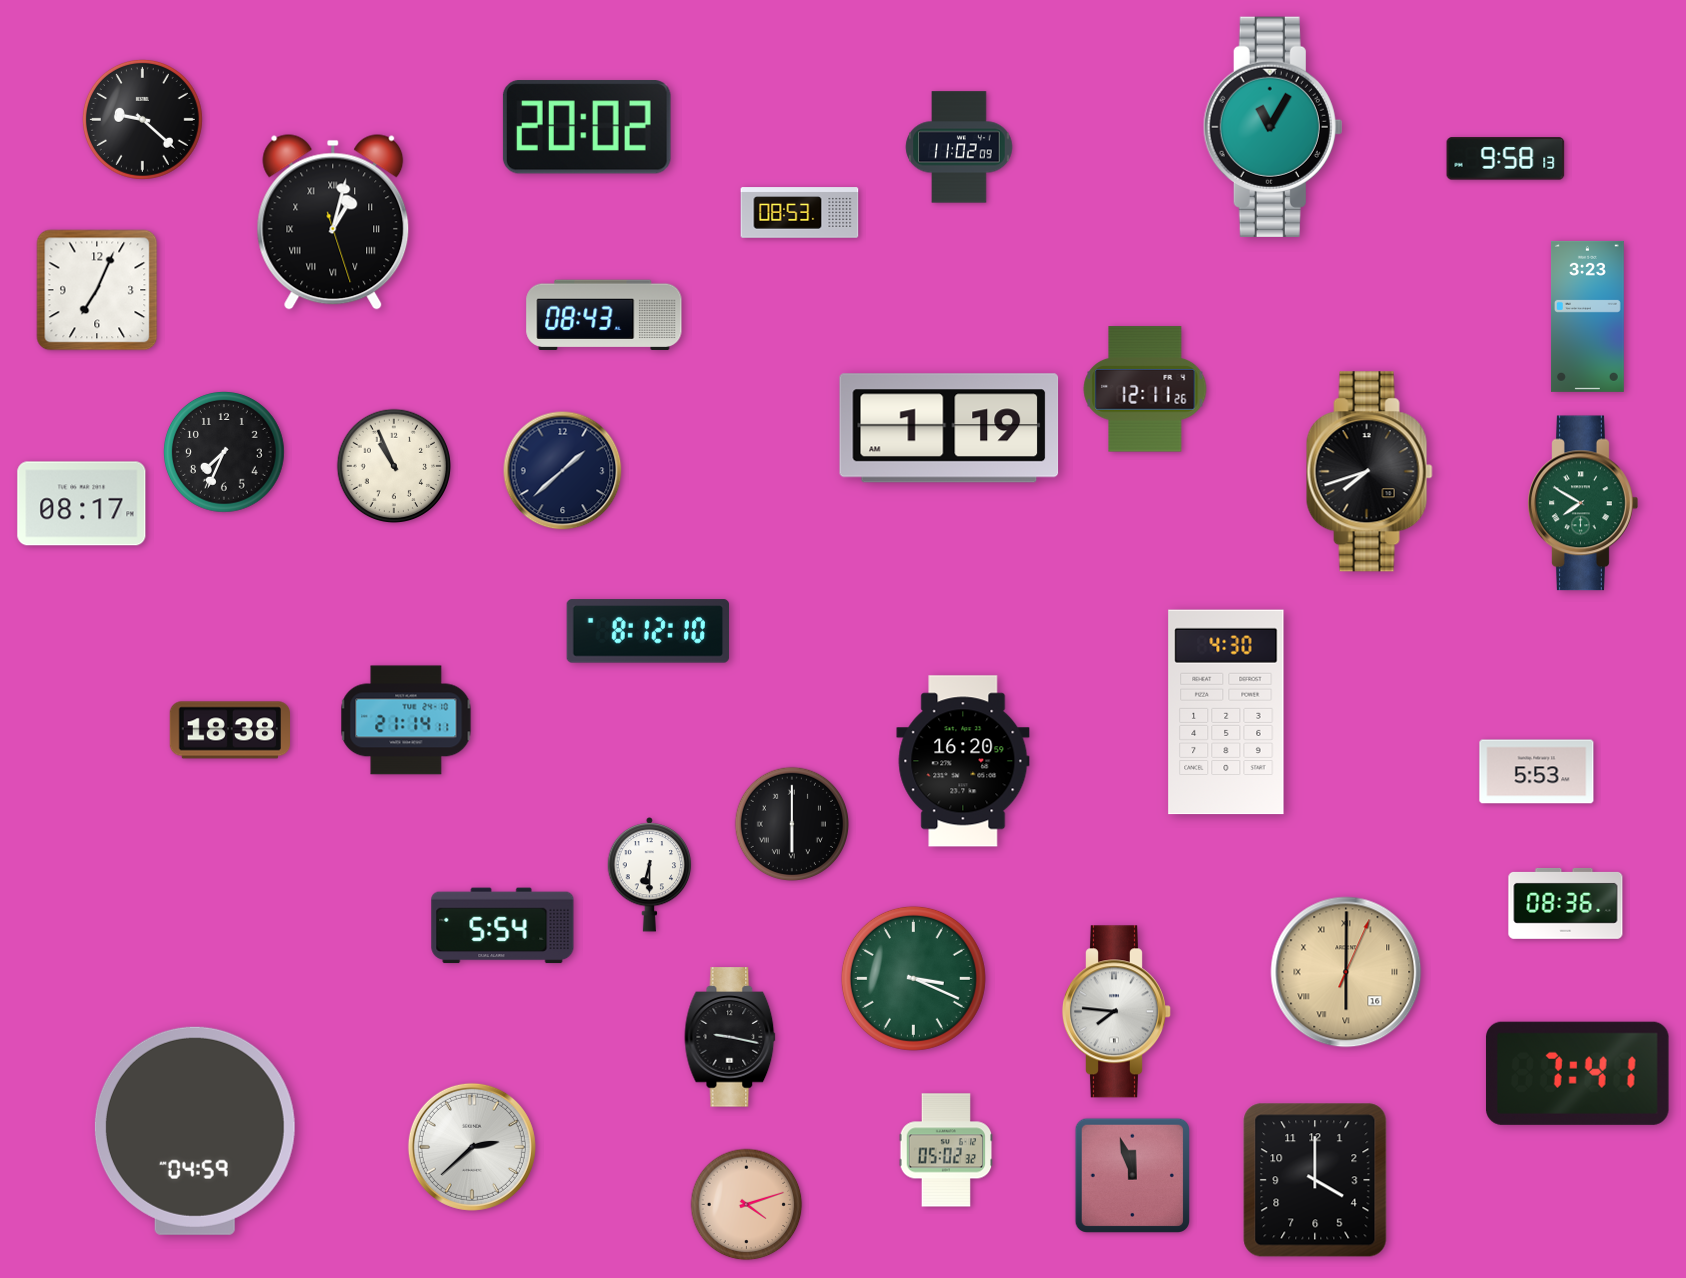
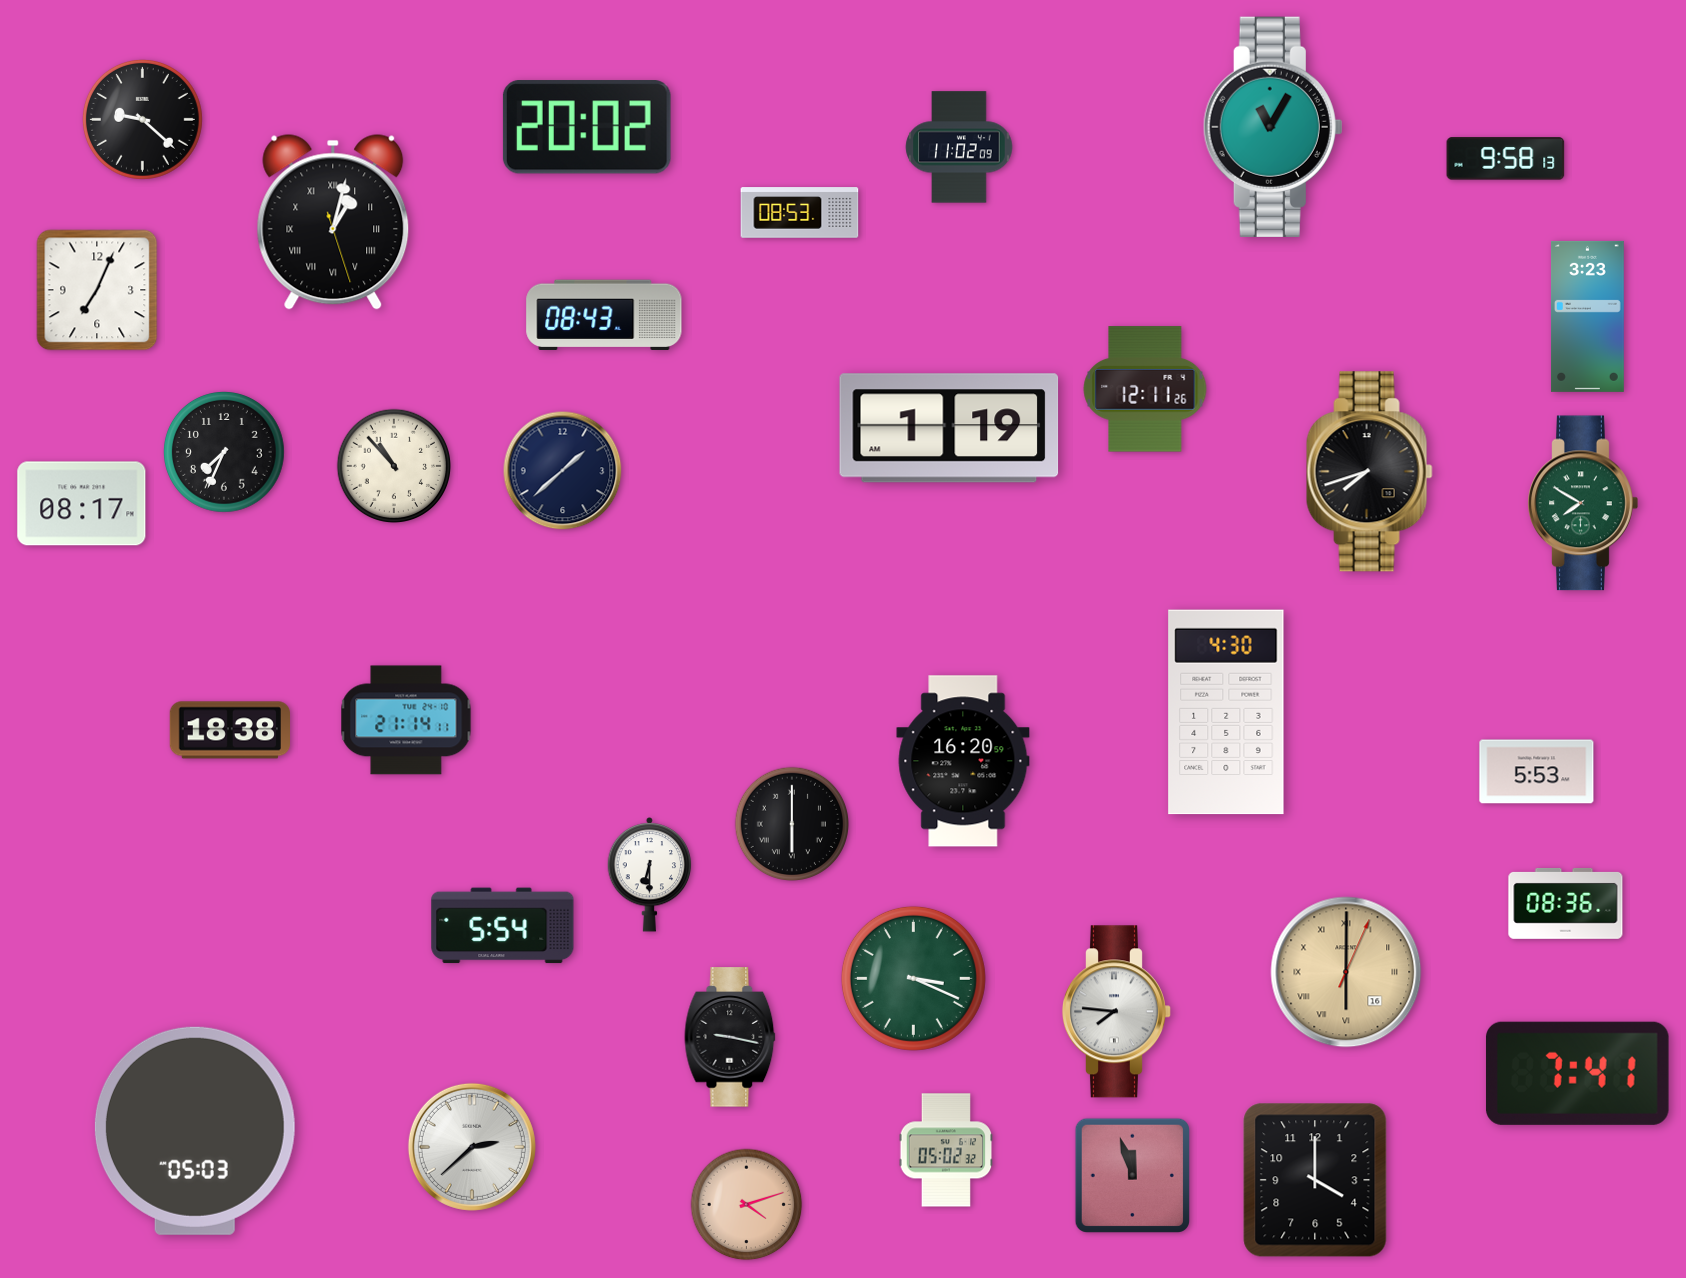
clock at (393, 465): 10:56 -> 10:53
clock at (648, 631): 8:12 -> none
clock at (195, 1131): 04:59 -> 05:03
